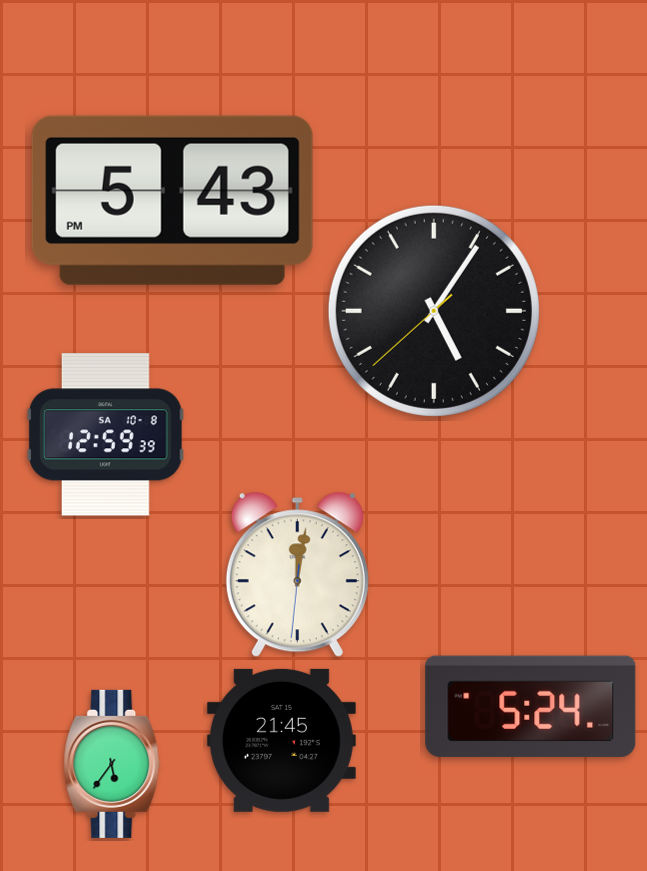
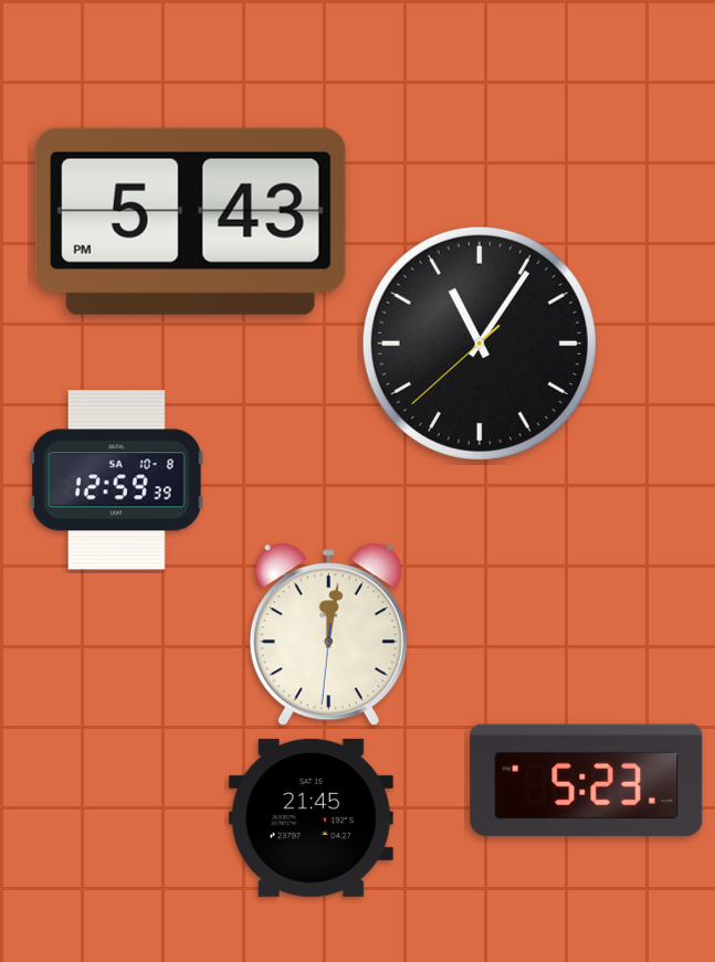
clock at (434, 311): 5:05 -> 11:05
clock at (531, 706): 5:24 -> 5:23
clock at (112, 764): 5:36 -> none
